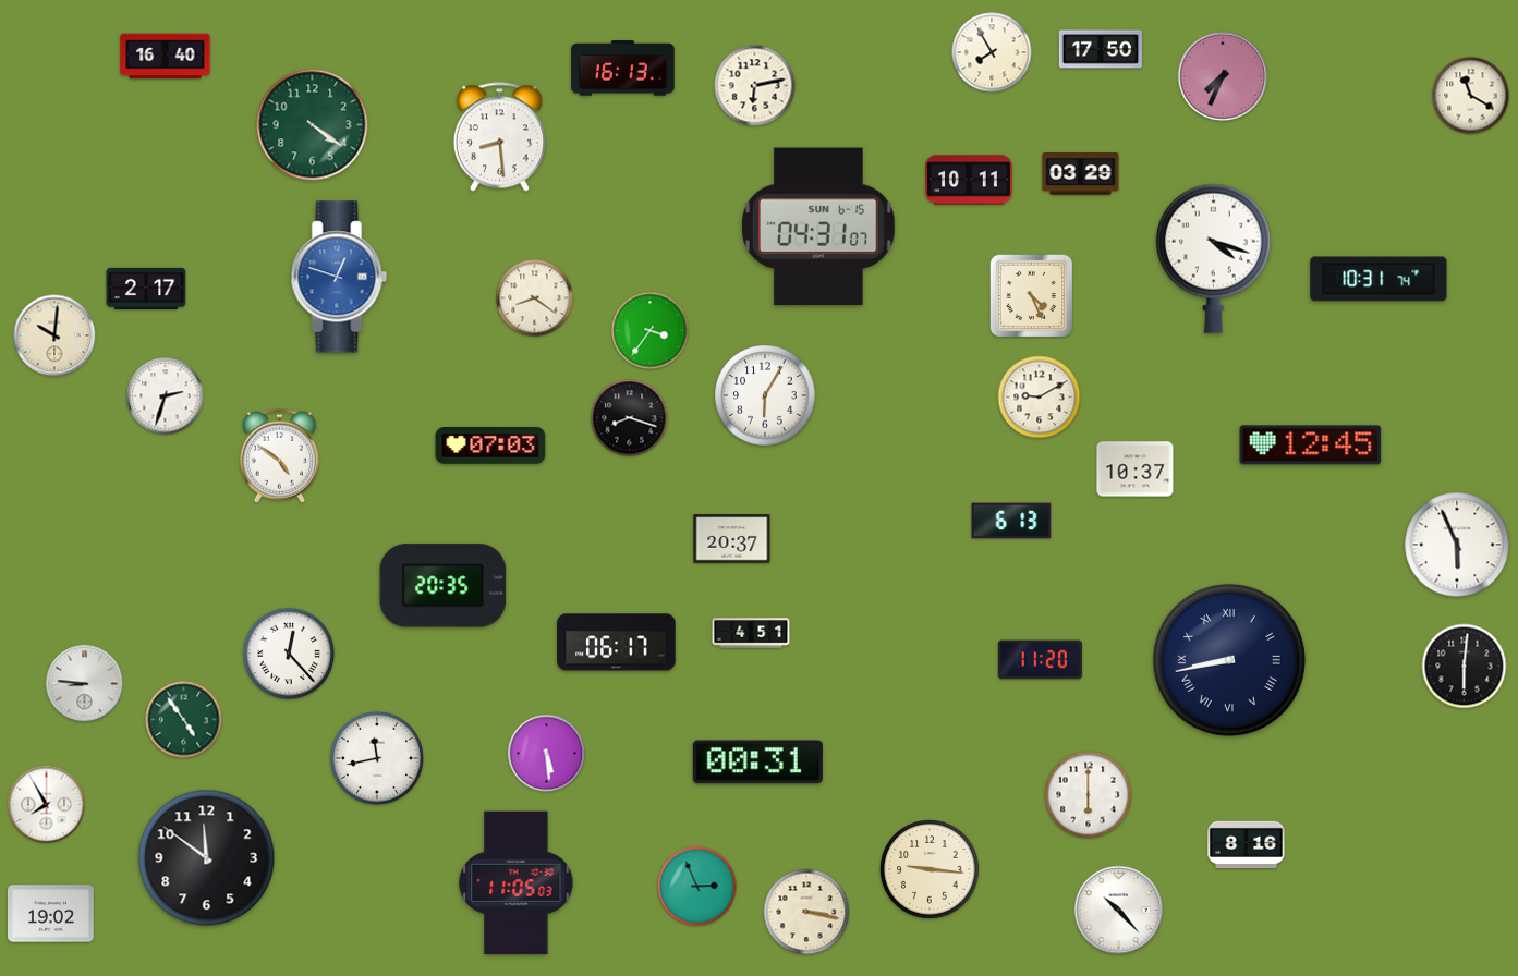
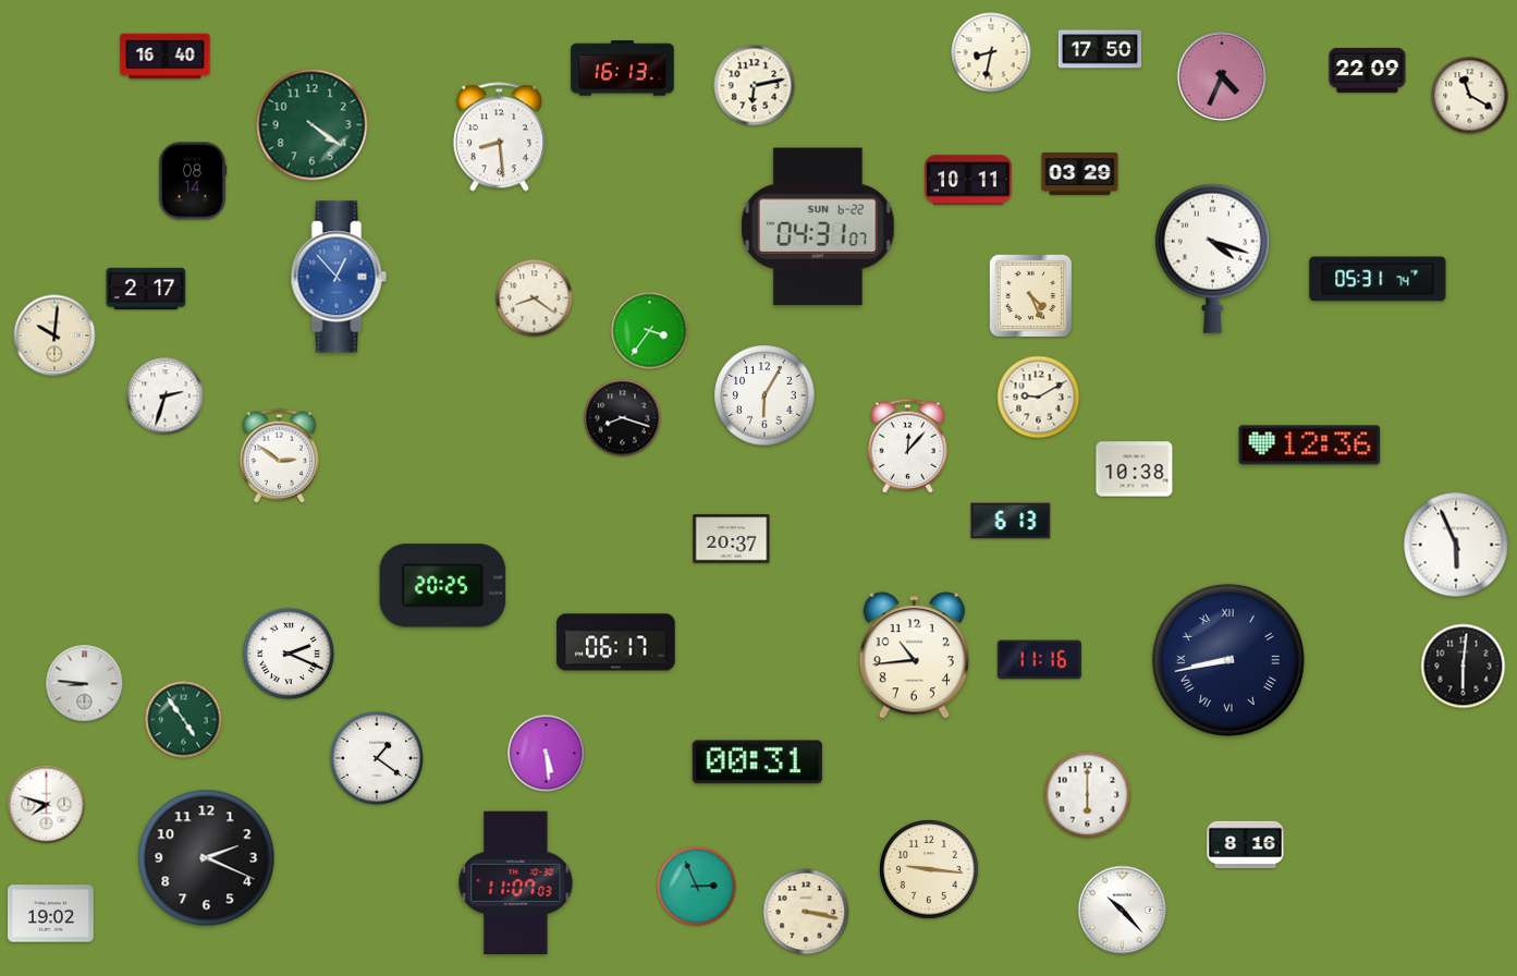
clock at (992, 52): 7:55 -> 8:32
clock at (1368, 70): none -> 22:09
clock at (1223, 76): 7:34 -> 4:34
clock at (193, 181): none -> 08:14
clock at (818, 227) date: SUN 6-15 -> SUN 6-22
clock at (339, 277): 12:48 -> 12:53
clock at (1379, 279): 10:31 -> 05:31
clock at (630, 418) position: (630, 418) -> (623, 418)
clock at (907, 446): none -> 12:07
clock at (1311, 446): 12:45 -> 12:36
clock at (490, 447): 07:03 -> none
clock at (279, 455): 4:51 -> 2:51
clock at (1136, 469): 10:37 -> 10:38
clock at (444, 586): 20:35 -> 20:25
clock at (751, 633): 4:51 -> none
clock at (289, 654): 12:23 -> 2:19
clock at (914, 656): none -> 10:44
clock at (1040, 660): 11:20 -> 11:16
clock at (377, 758): 11:43 -> 1:21
clock at (47, 805): 7:55 -> 7:48
clock at (207, 858): 11:51 -> 2:19
clock at (517, 883): 11:05 -> 11:07
clock at (1119, 911) position: (1119, 911) -> (1123, 911)
